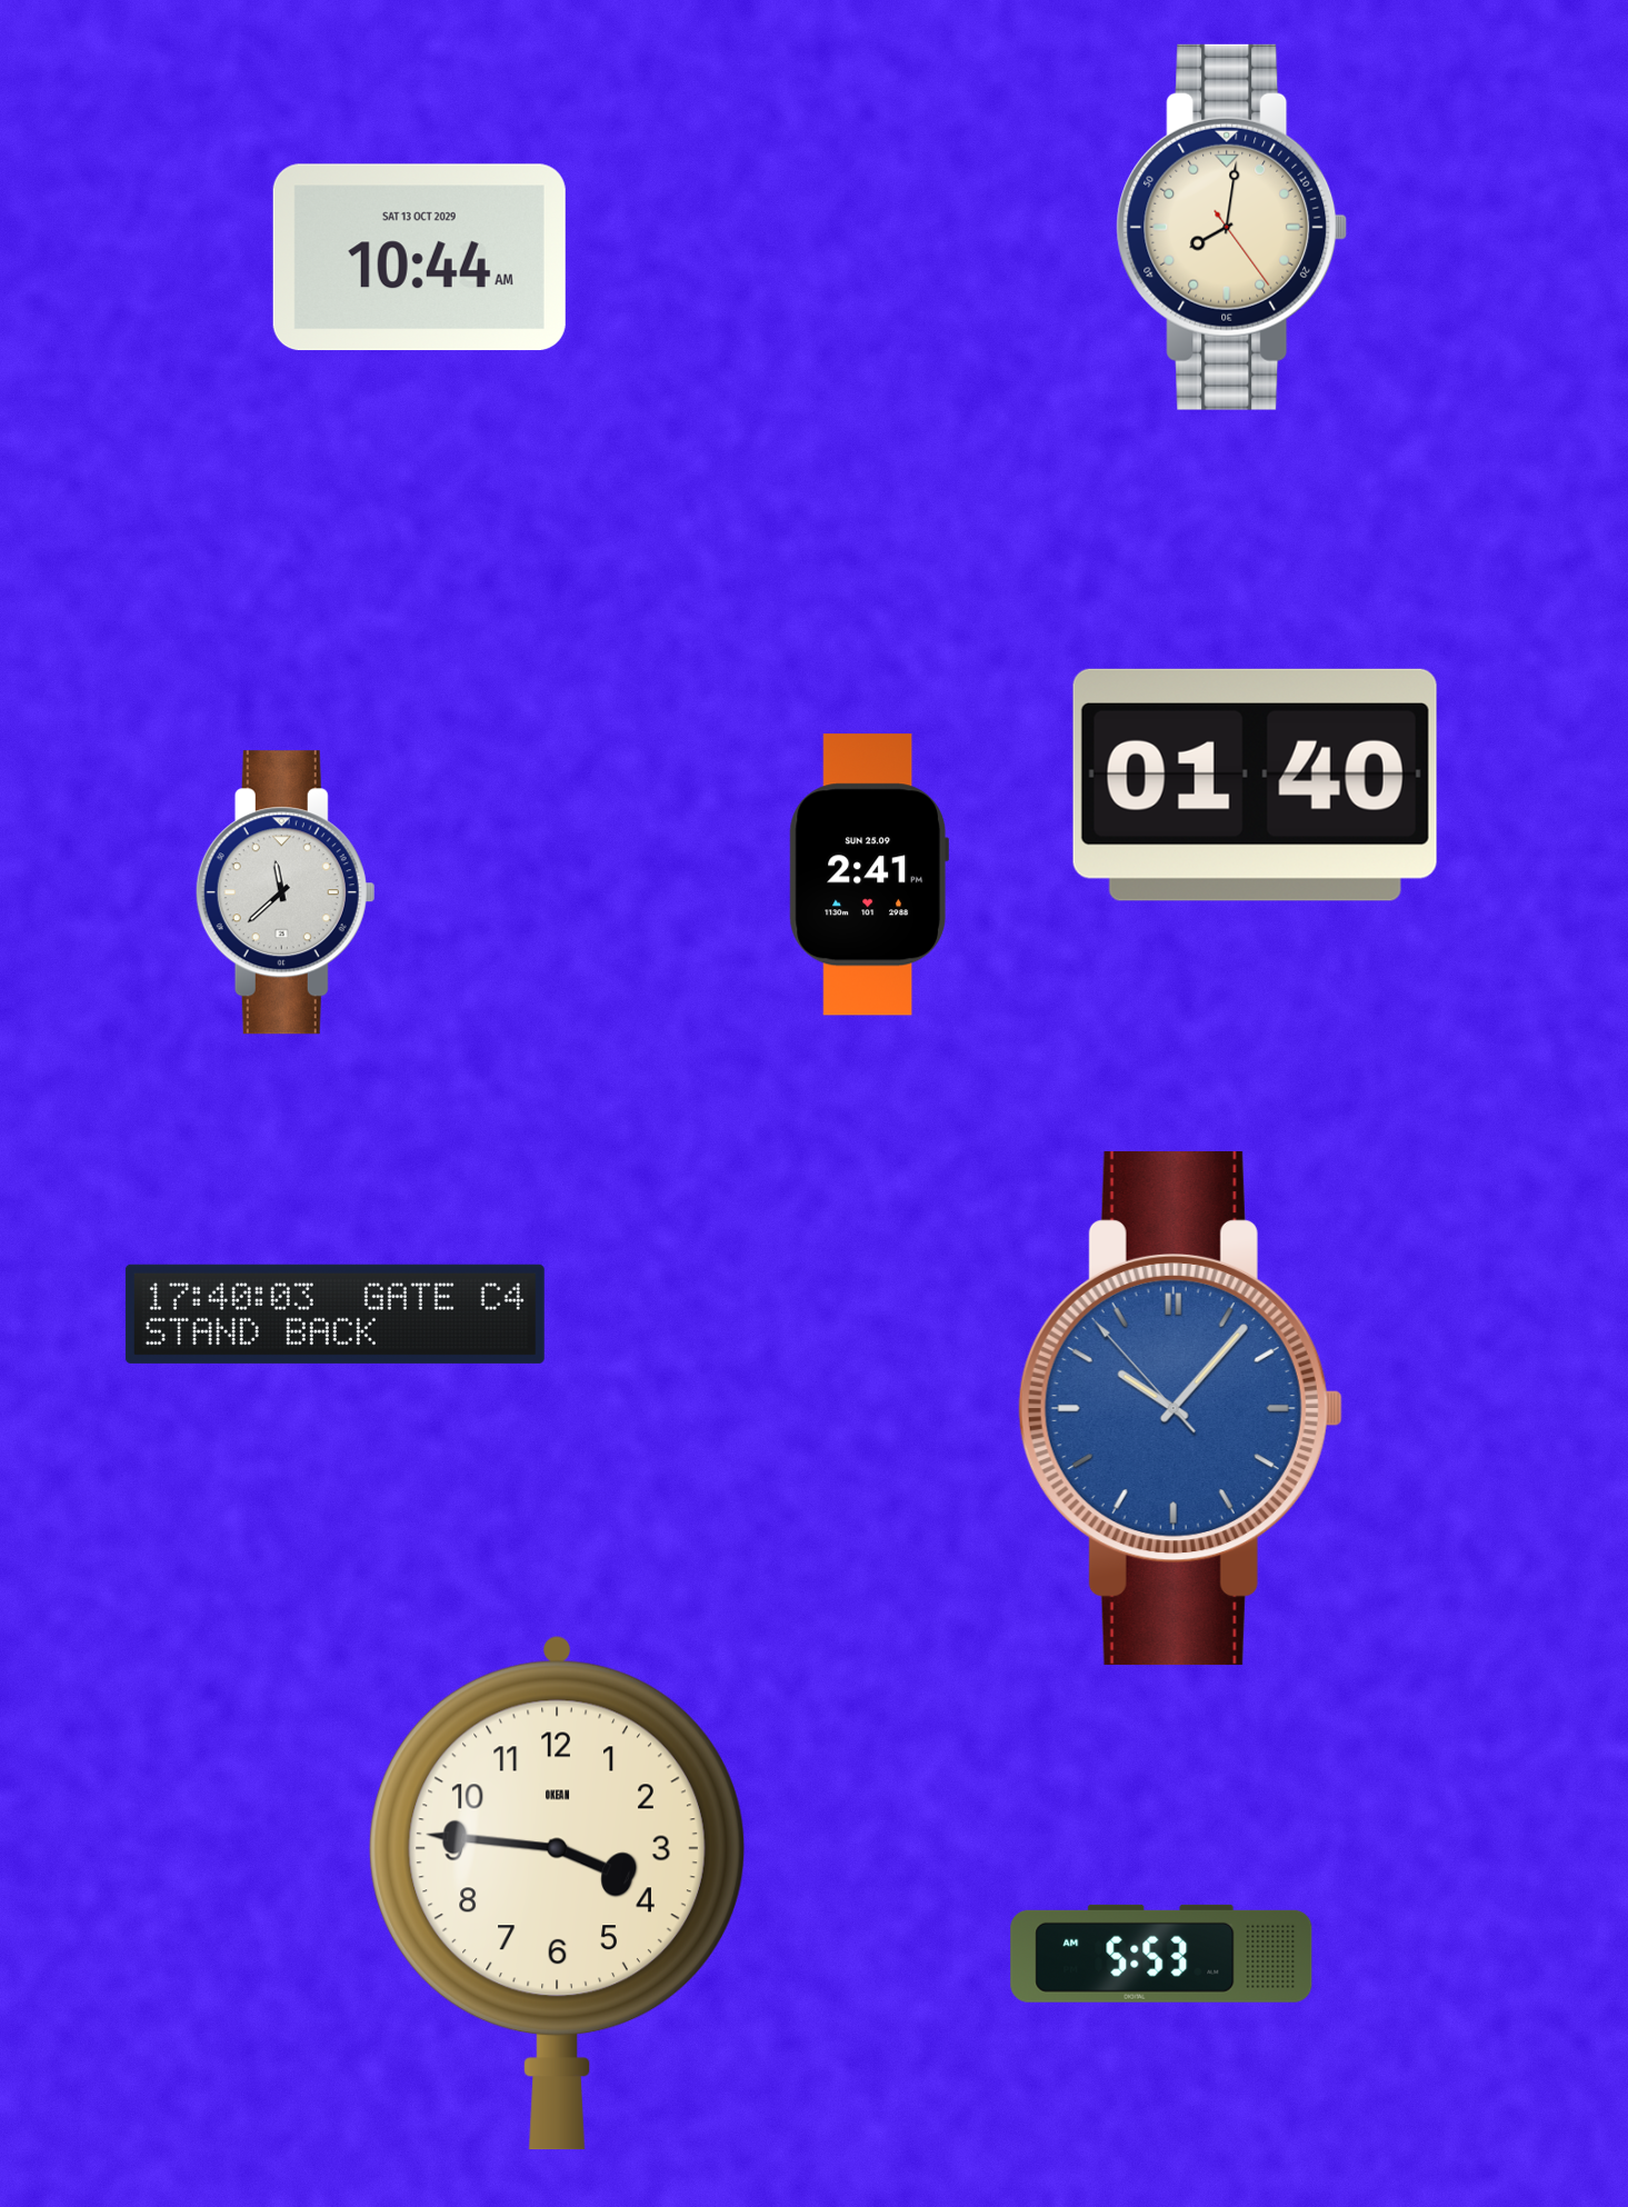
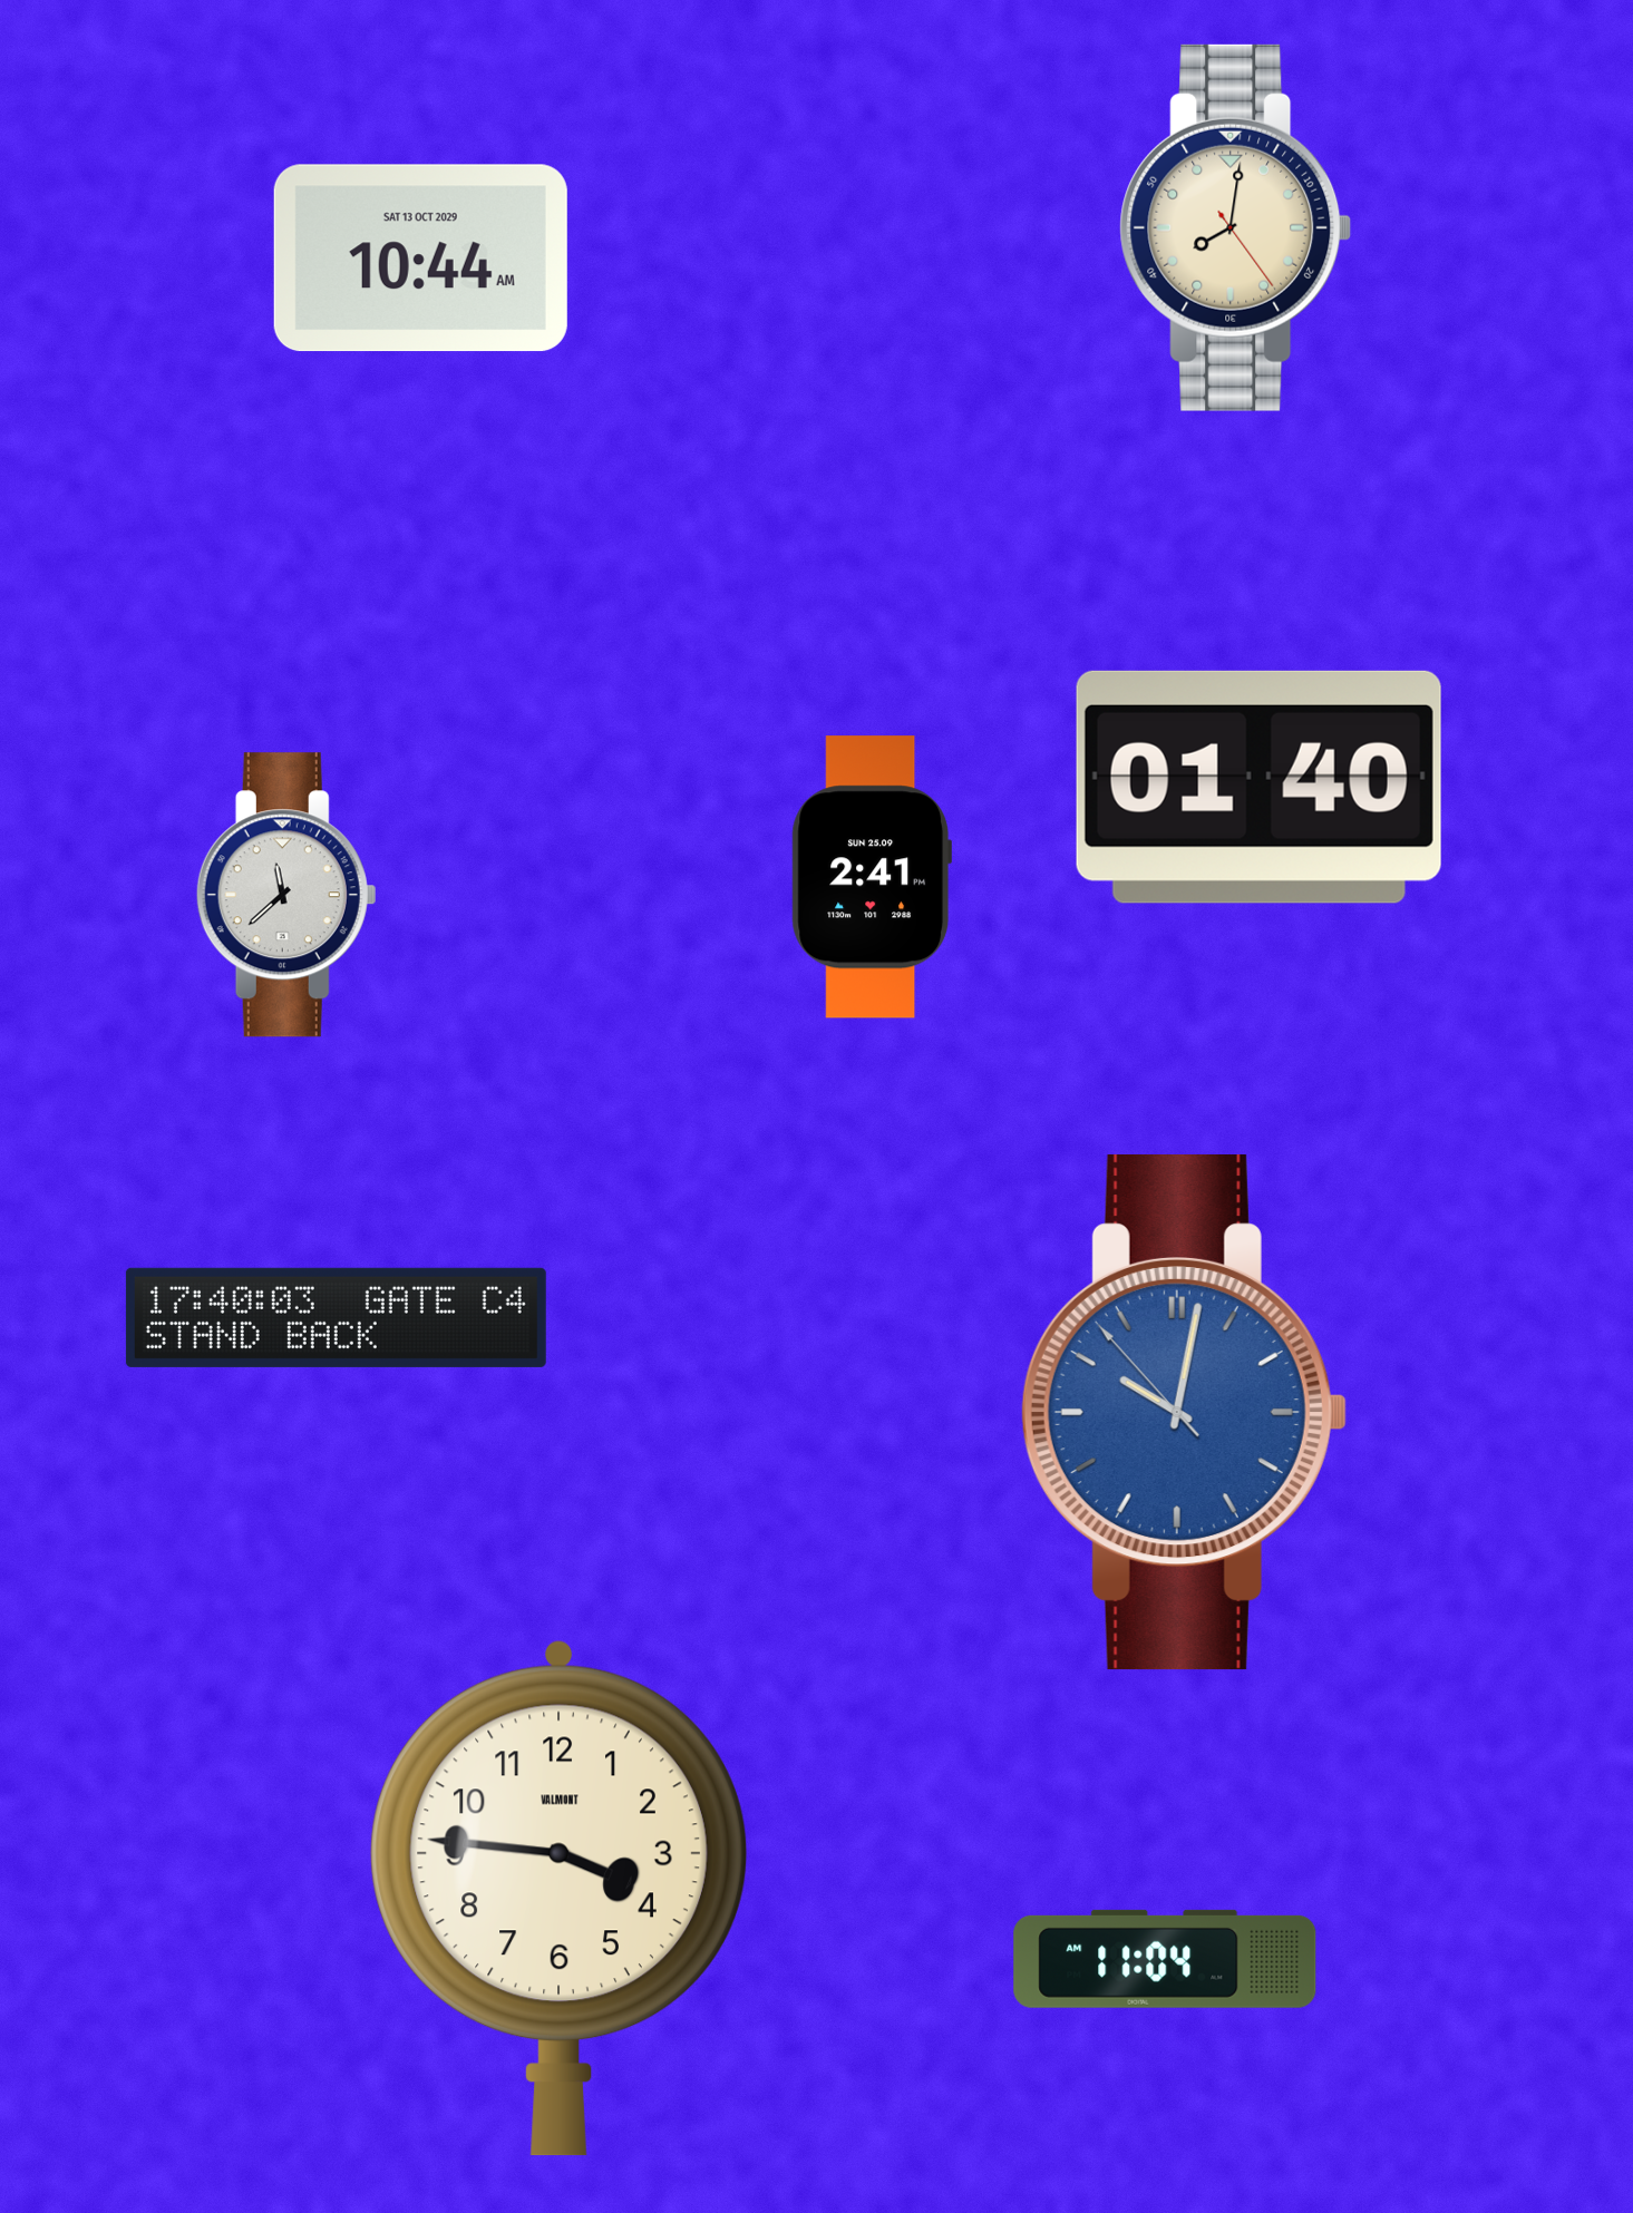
clock at (1180, 1409): 10:06 -> 10:01
clock at (557, 1893) brand: OKEAN -> VALMONT
clock at (1161, 1954): 5:53 -> 11:04
